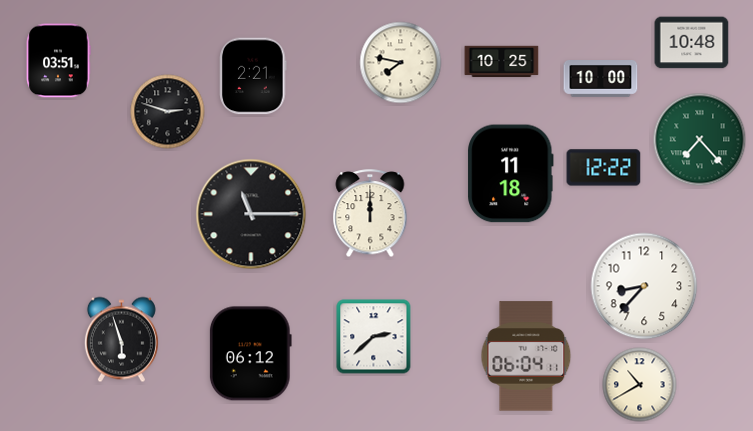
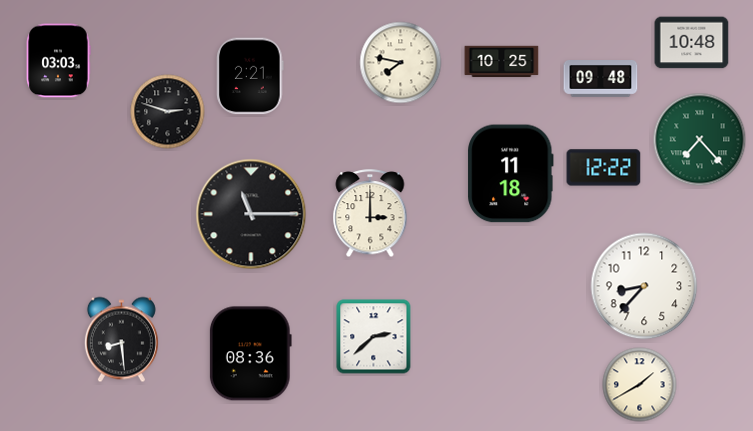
clock at (58, 61): 03:51 -> 03:03
clock at (253, 76) position: (253, 76) -> (250, 76)
clock at (601, 79): 10:00 -> 09:48
clock at (370, 214): 12:00 -> 3:00
clock at (121, 340): 5:57 -> 8:29
clock at (250, 354): 06:12 -> 08:36
clock at (526, 356): 06:04 -> none
clock at (640, 385): 10:40 -> 1:40
